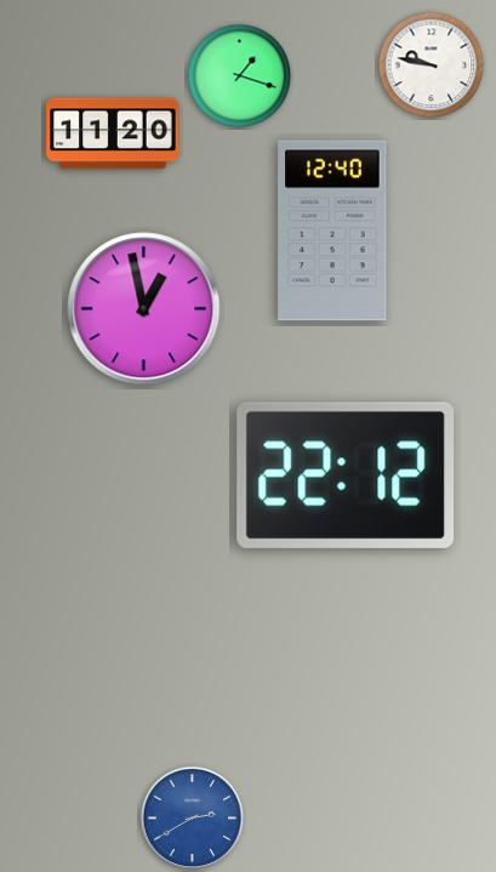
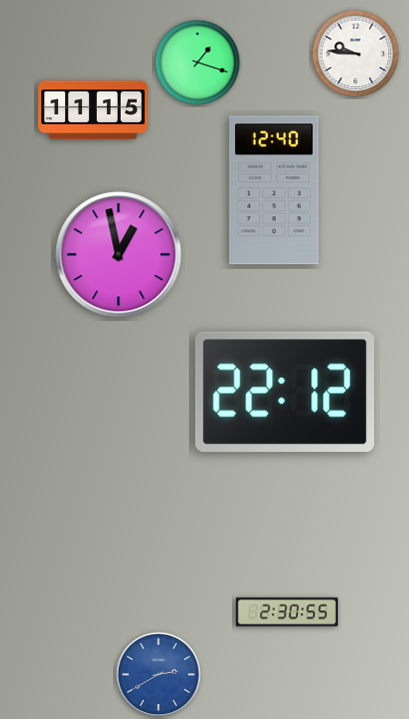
clock at (432, 65): 9:47 -> 9:46
clock at (113, 133): 11:20 -> 11:15
clock at (287, 612): none -> 2:30
